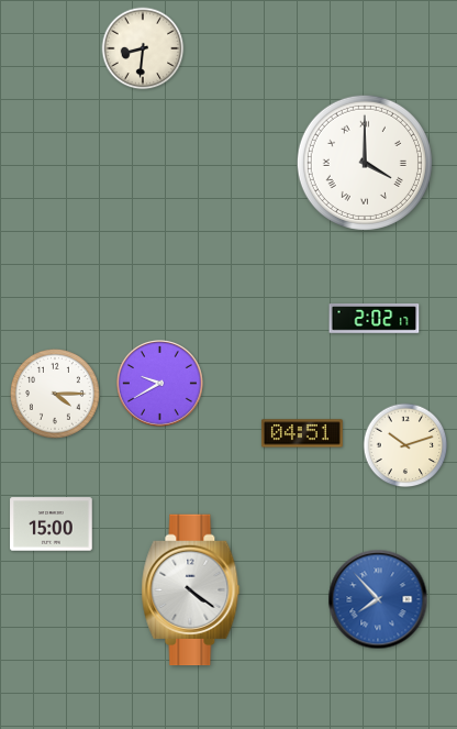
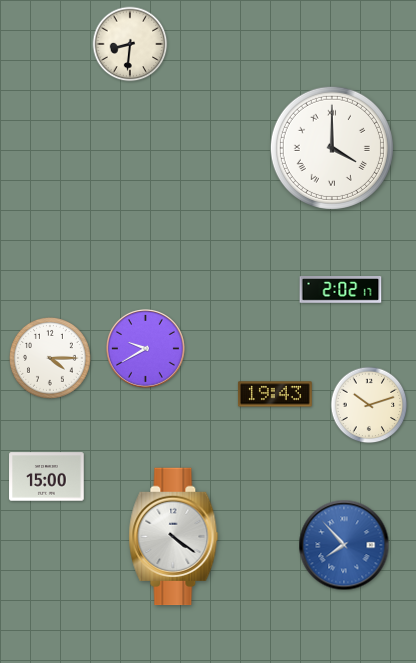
clock at (302, 433): 04:51 -> 19:43
